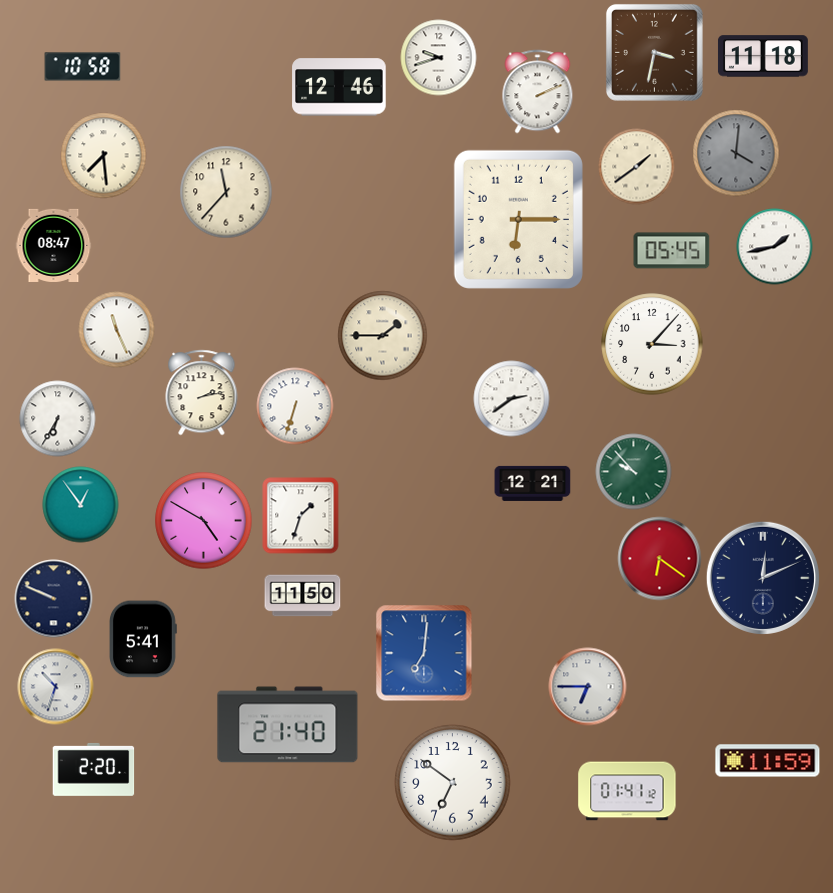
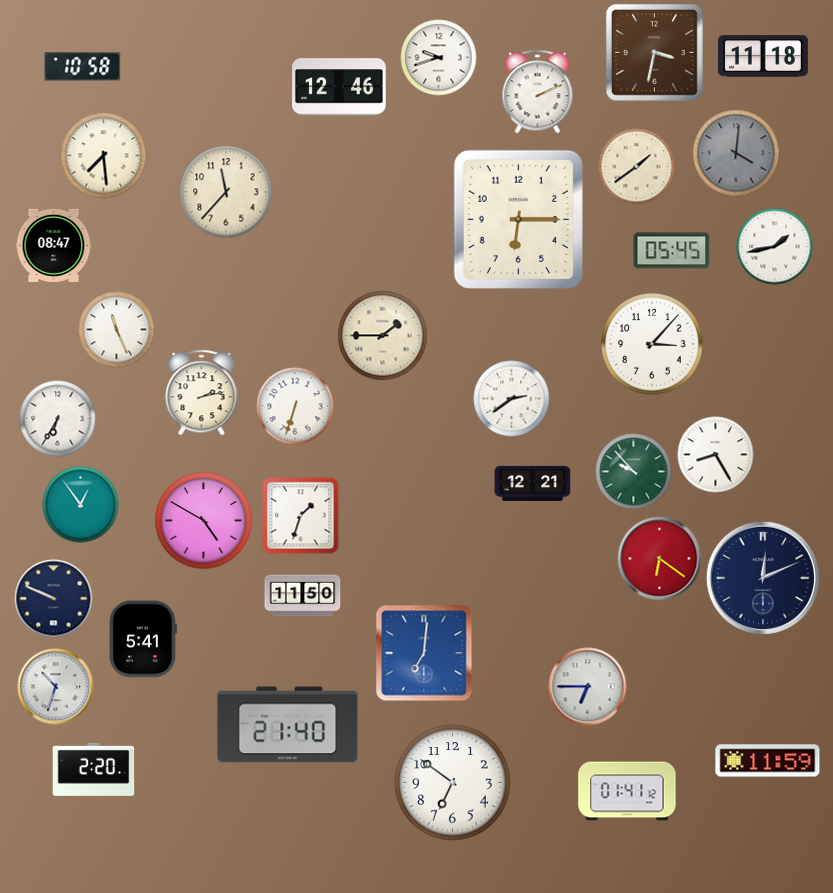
clock at (716, 455): none -> 8:25
